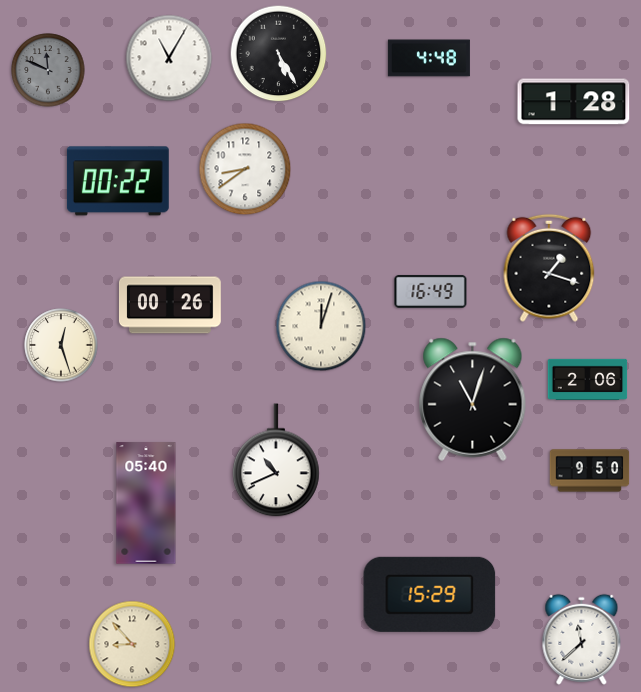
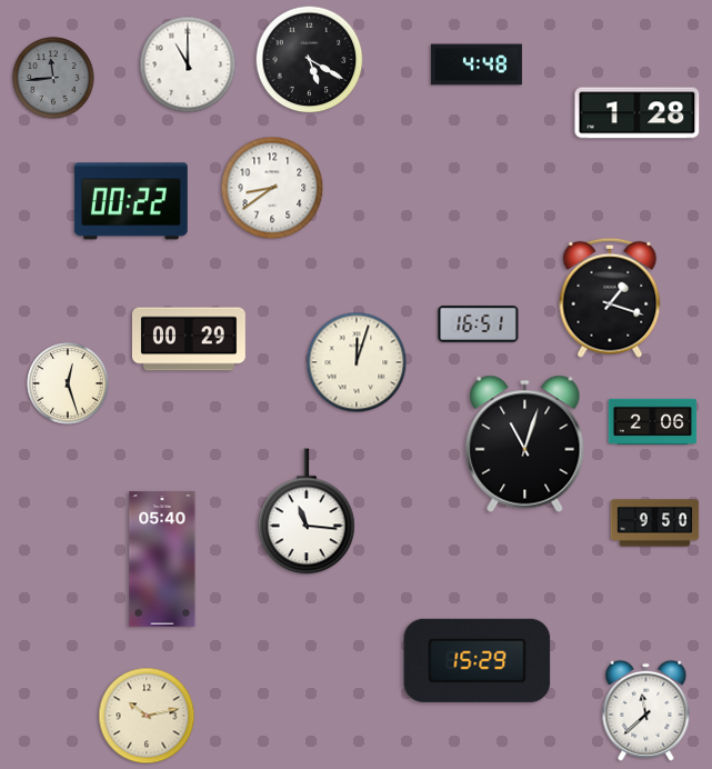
clock at (279, 54): 5:25 -> 5:20
clock at (169, 58): 11:05 -> 11:00
clock at (48, 70): 11:49 -> 11:44
clock at (431, 291): 16:49 -> 16:51
clock at (170, 305): 00:26 -> 00:29
clock at (277, 460): 10:41 -> 11:16
clock at (132, 644): 8:53 -> 10:13
